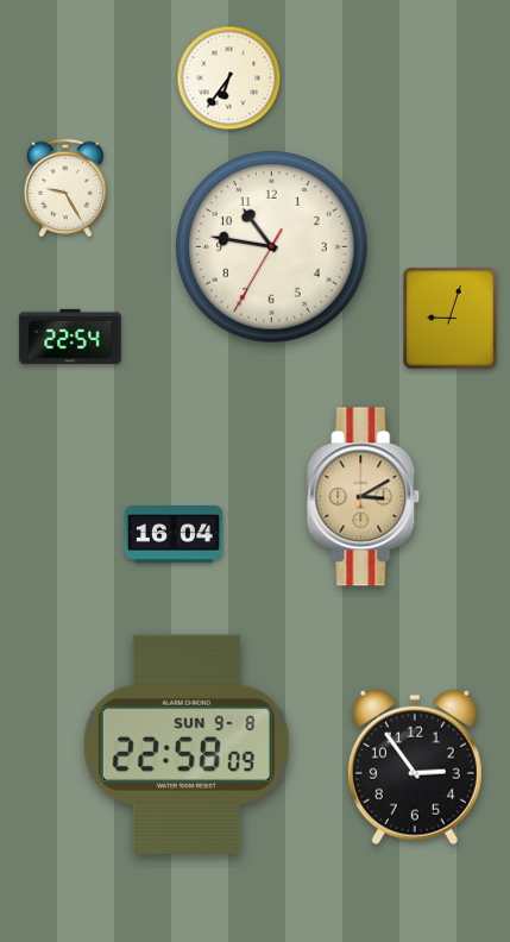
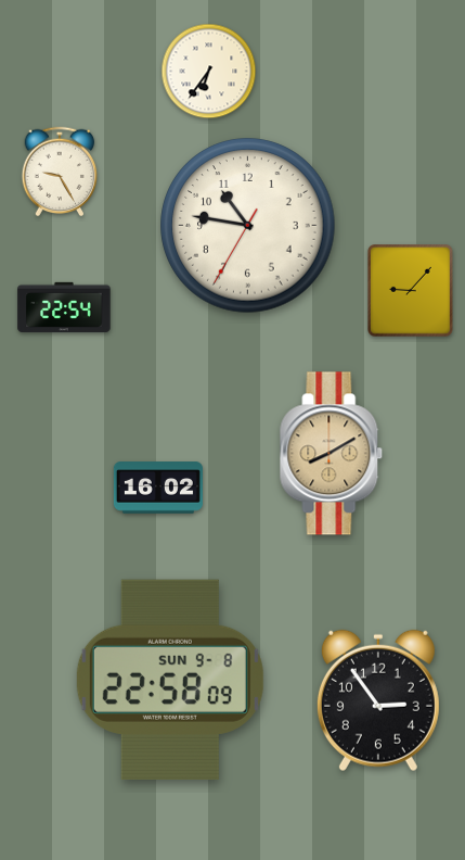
clock at (451, 319): 9:03 -> 9:07
clock at (364, 497): 3:10 -> 8:10
clock at (174, 534): 16:04 -> 16:02
